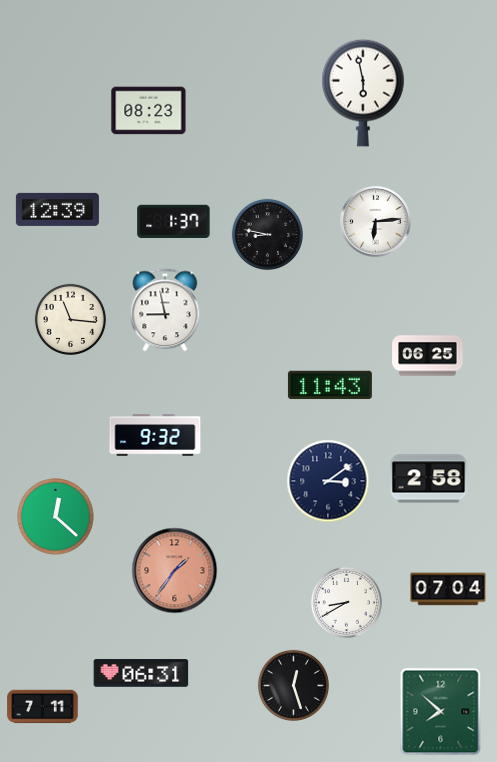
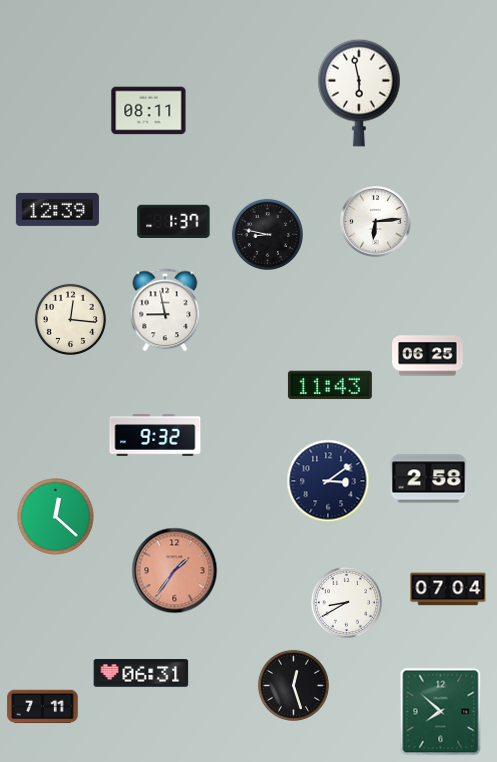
clock at (363, 93) position: (363, 93) -> (359, 93)
clock at (149, 111): 08:23 -> 08:11
clock at (70, 319): 11:16 -> 12:16
